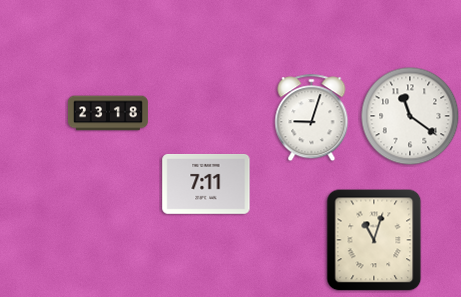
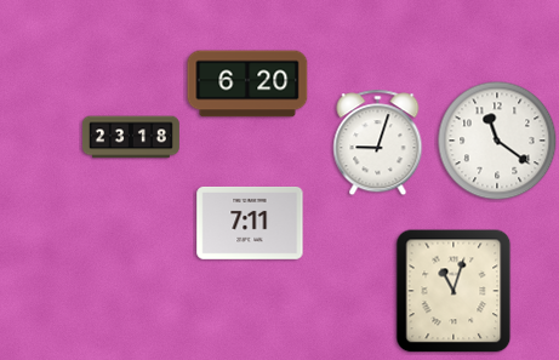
clock at (247, 84): none -> 6:20
